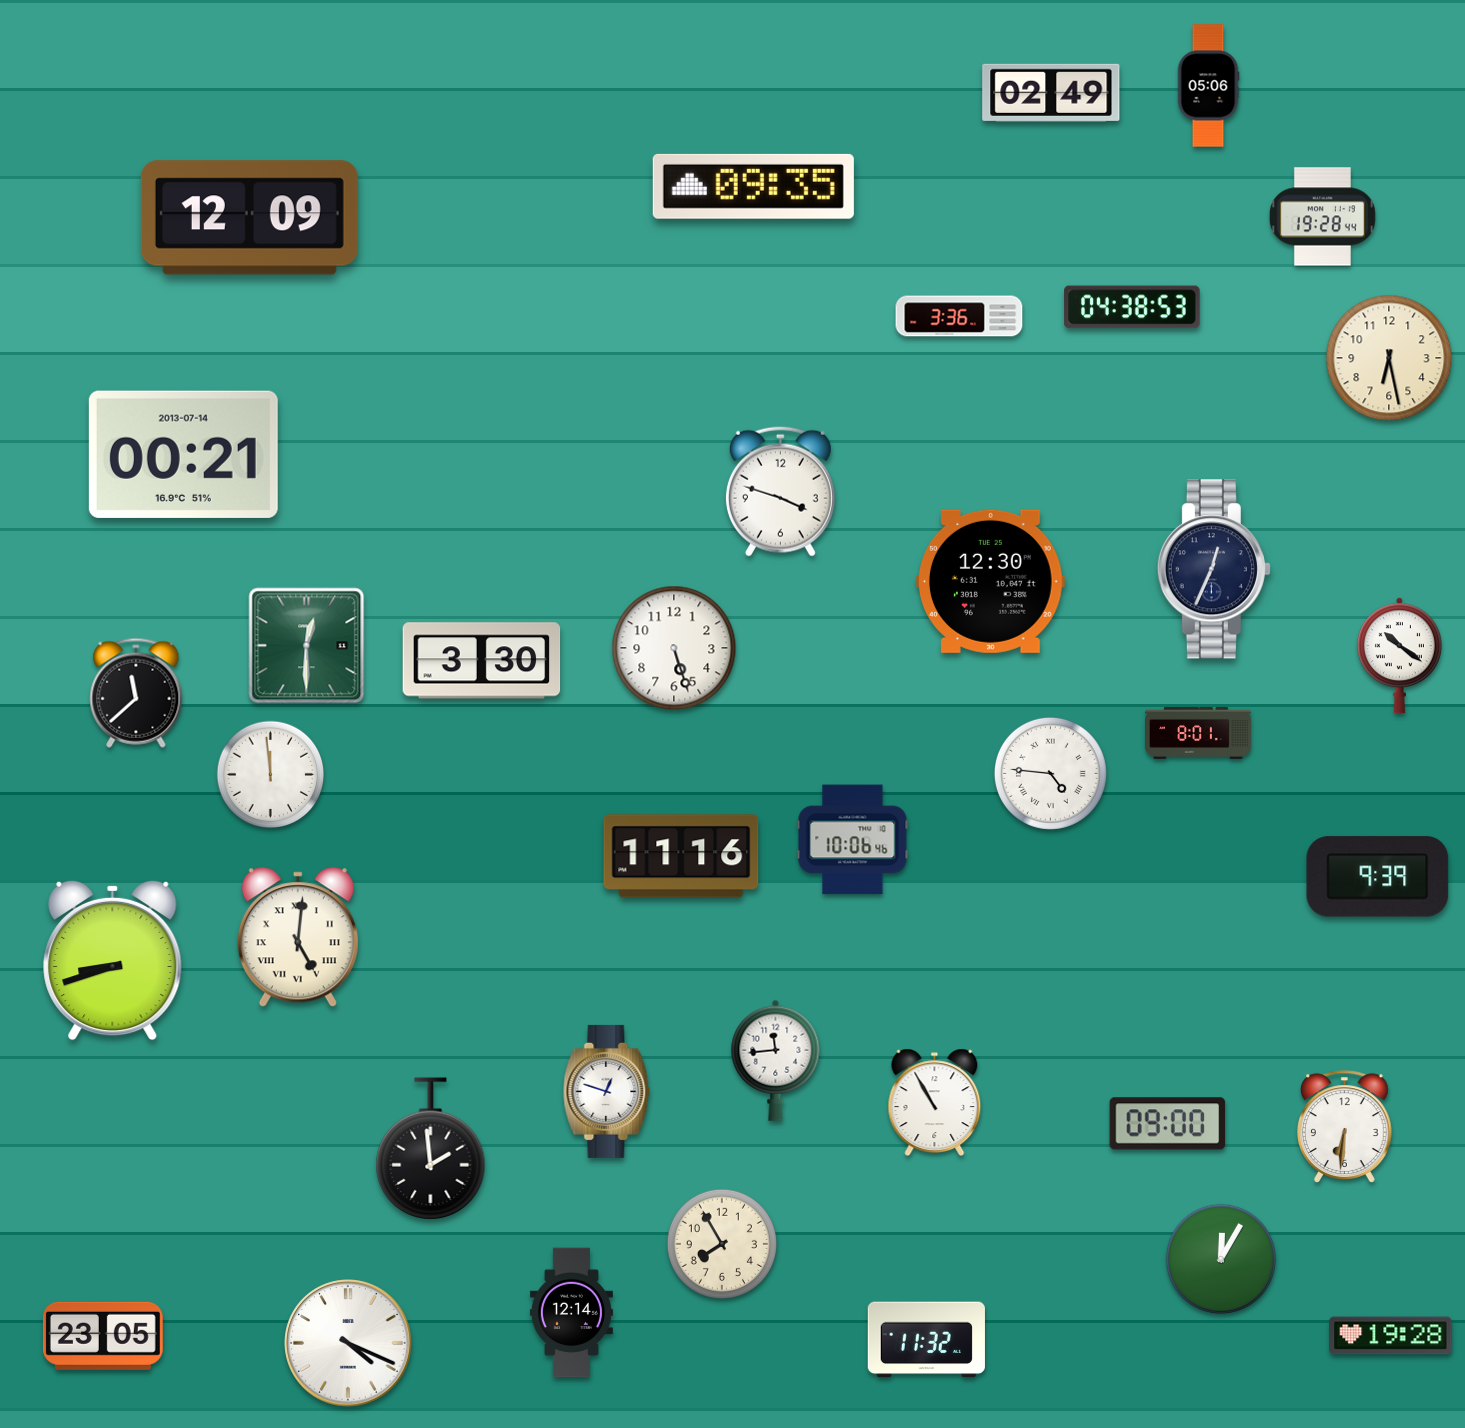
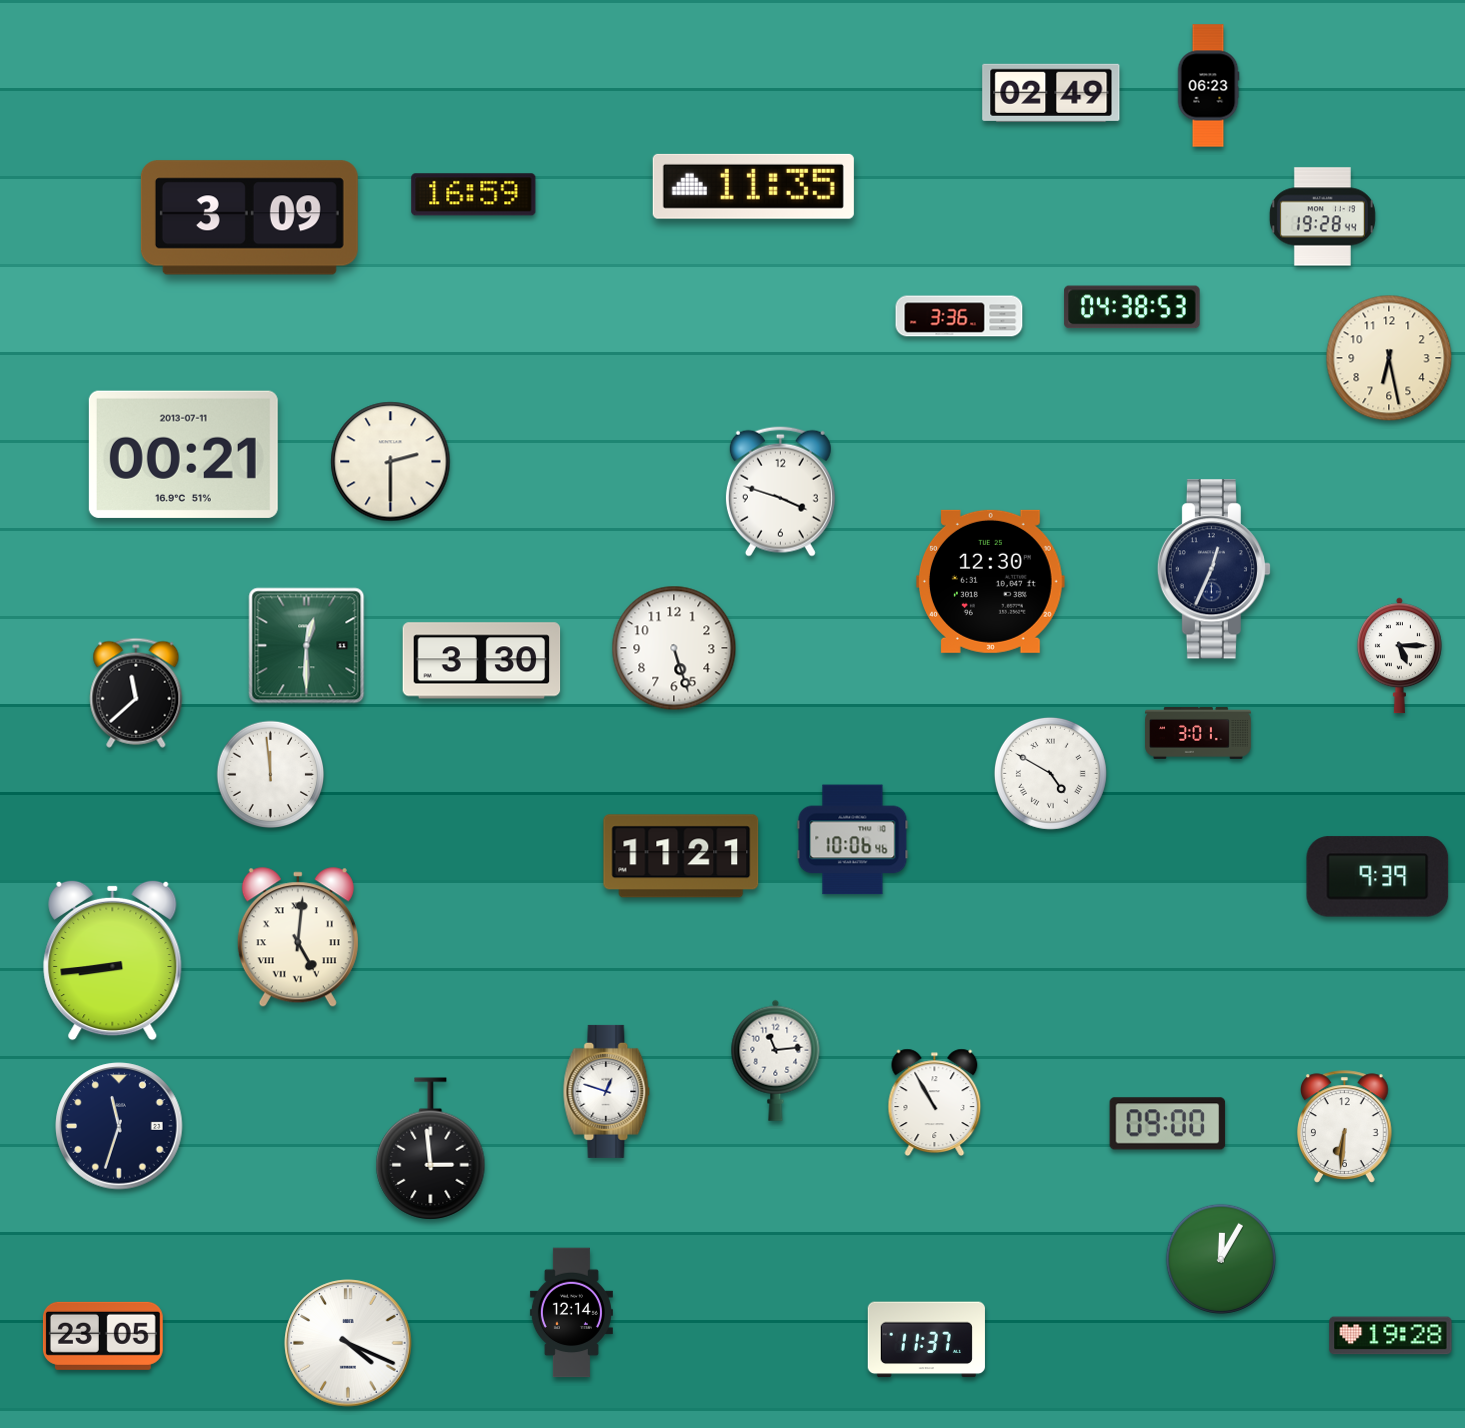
clock at (1208, 86): 05:06 -> 06:23
clock at (753, 186): 09:35 -> 11:35
clock at (474, 195): none -> 16:59
clock at (249, 218): 12:09 -> 3:09
clock at (183, 454) date: 2013-07-14 -> 2013-07-11
clock at (391, 462): none -> 2:30
clock at (1399, 656): 10:21 -> 5:15
clock at (1198, 733): 8:01 -> 3:01
clock at (1050, 773): 4:46 -> 4:50
clock at (681, 856): 11:16 -> 11:21
clock at (113, 960): 8:42 -> 8:44
clock at (776, 1060): 11:44 -> 11:14
clock at (119, 1126): none -> 11:33
clock at (431, 1149): 1:59 -> 2:59
clock at (722, 1244): 7:55 -> none
clock at (926, 1340): 11:32 -> 11:37
